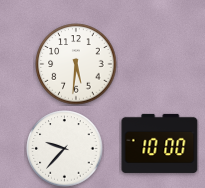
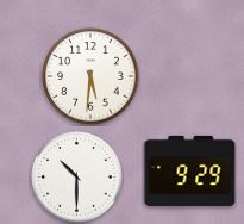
clock at (160, 143): 10:00 -> 9:29
clock at (65, 149): 9:37 -> 10:30
